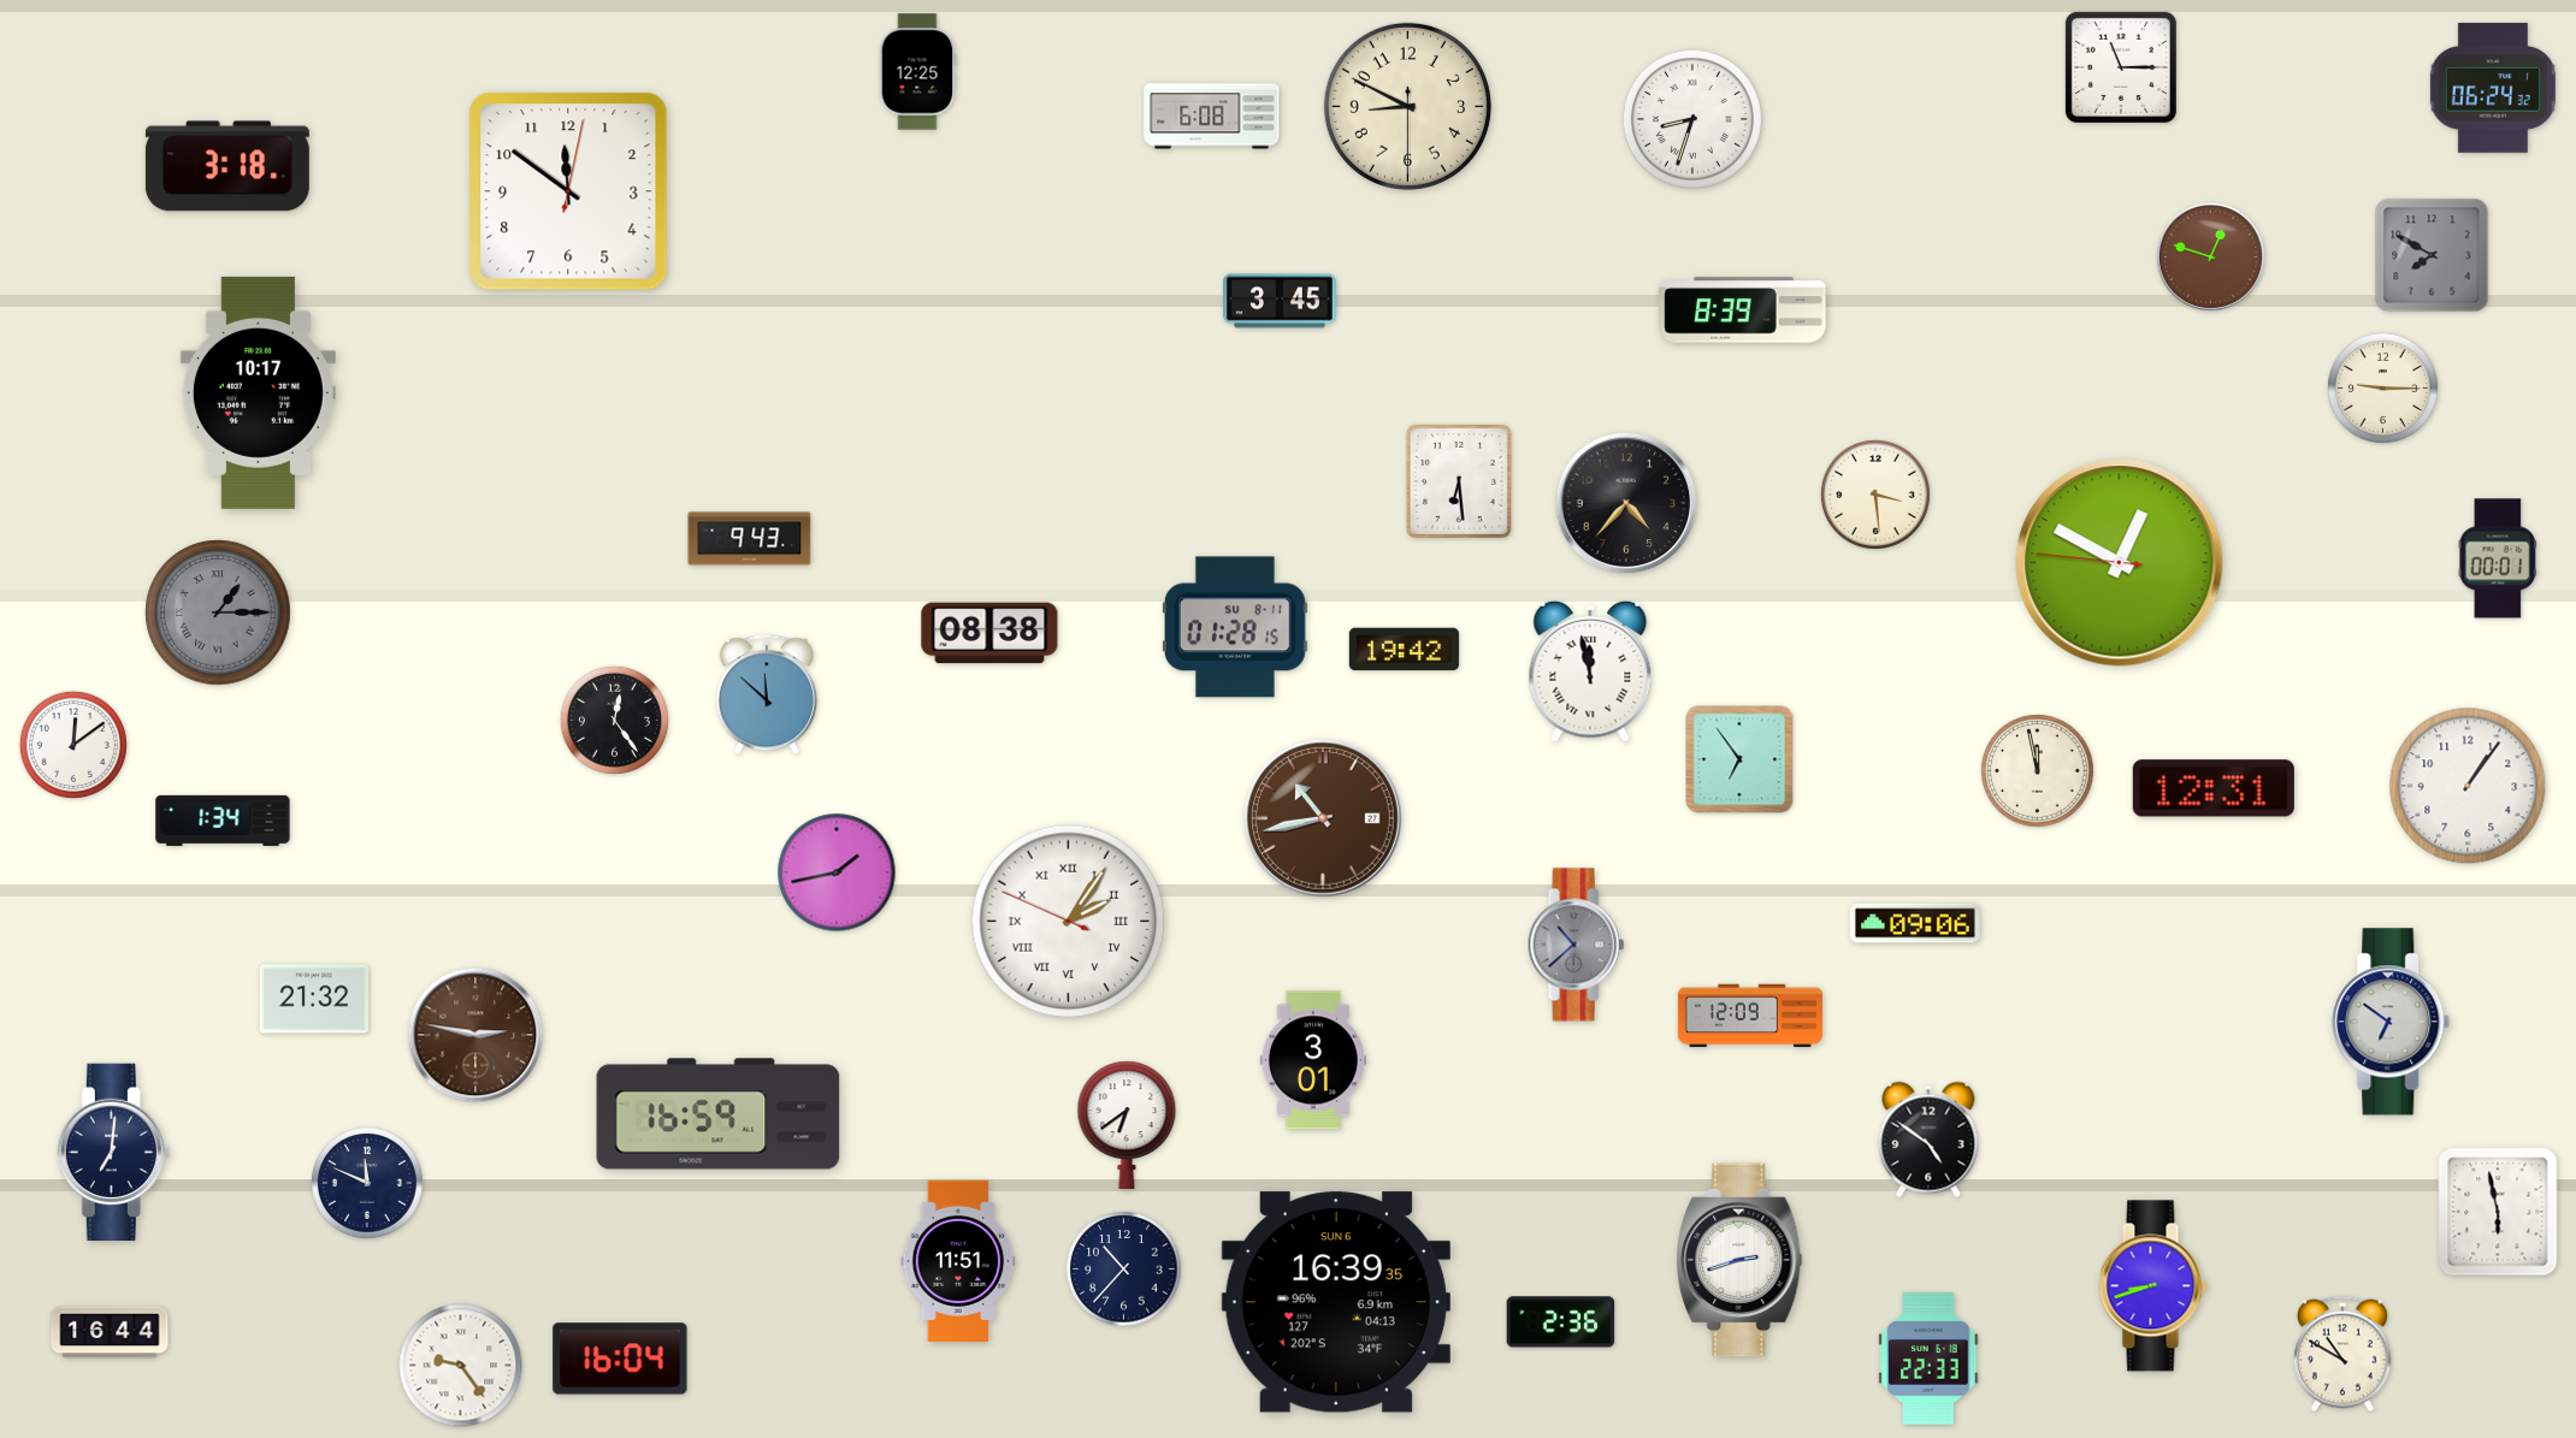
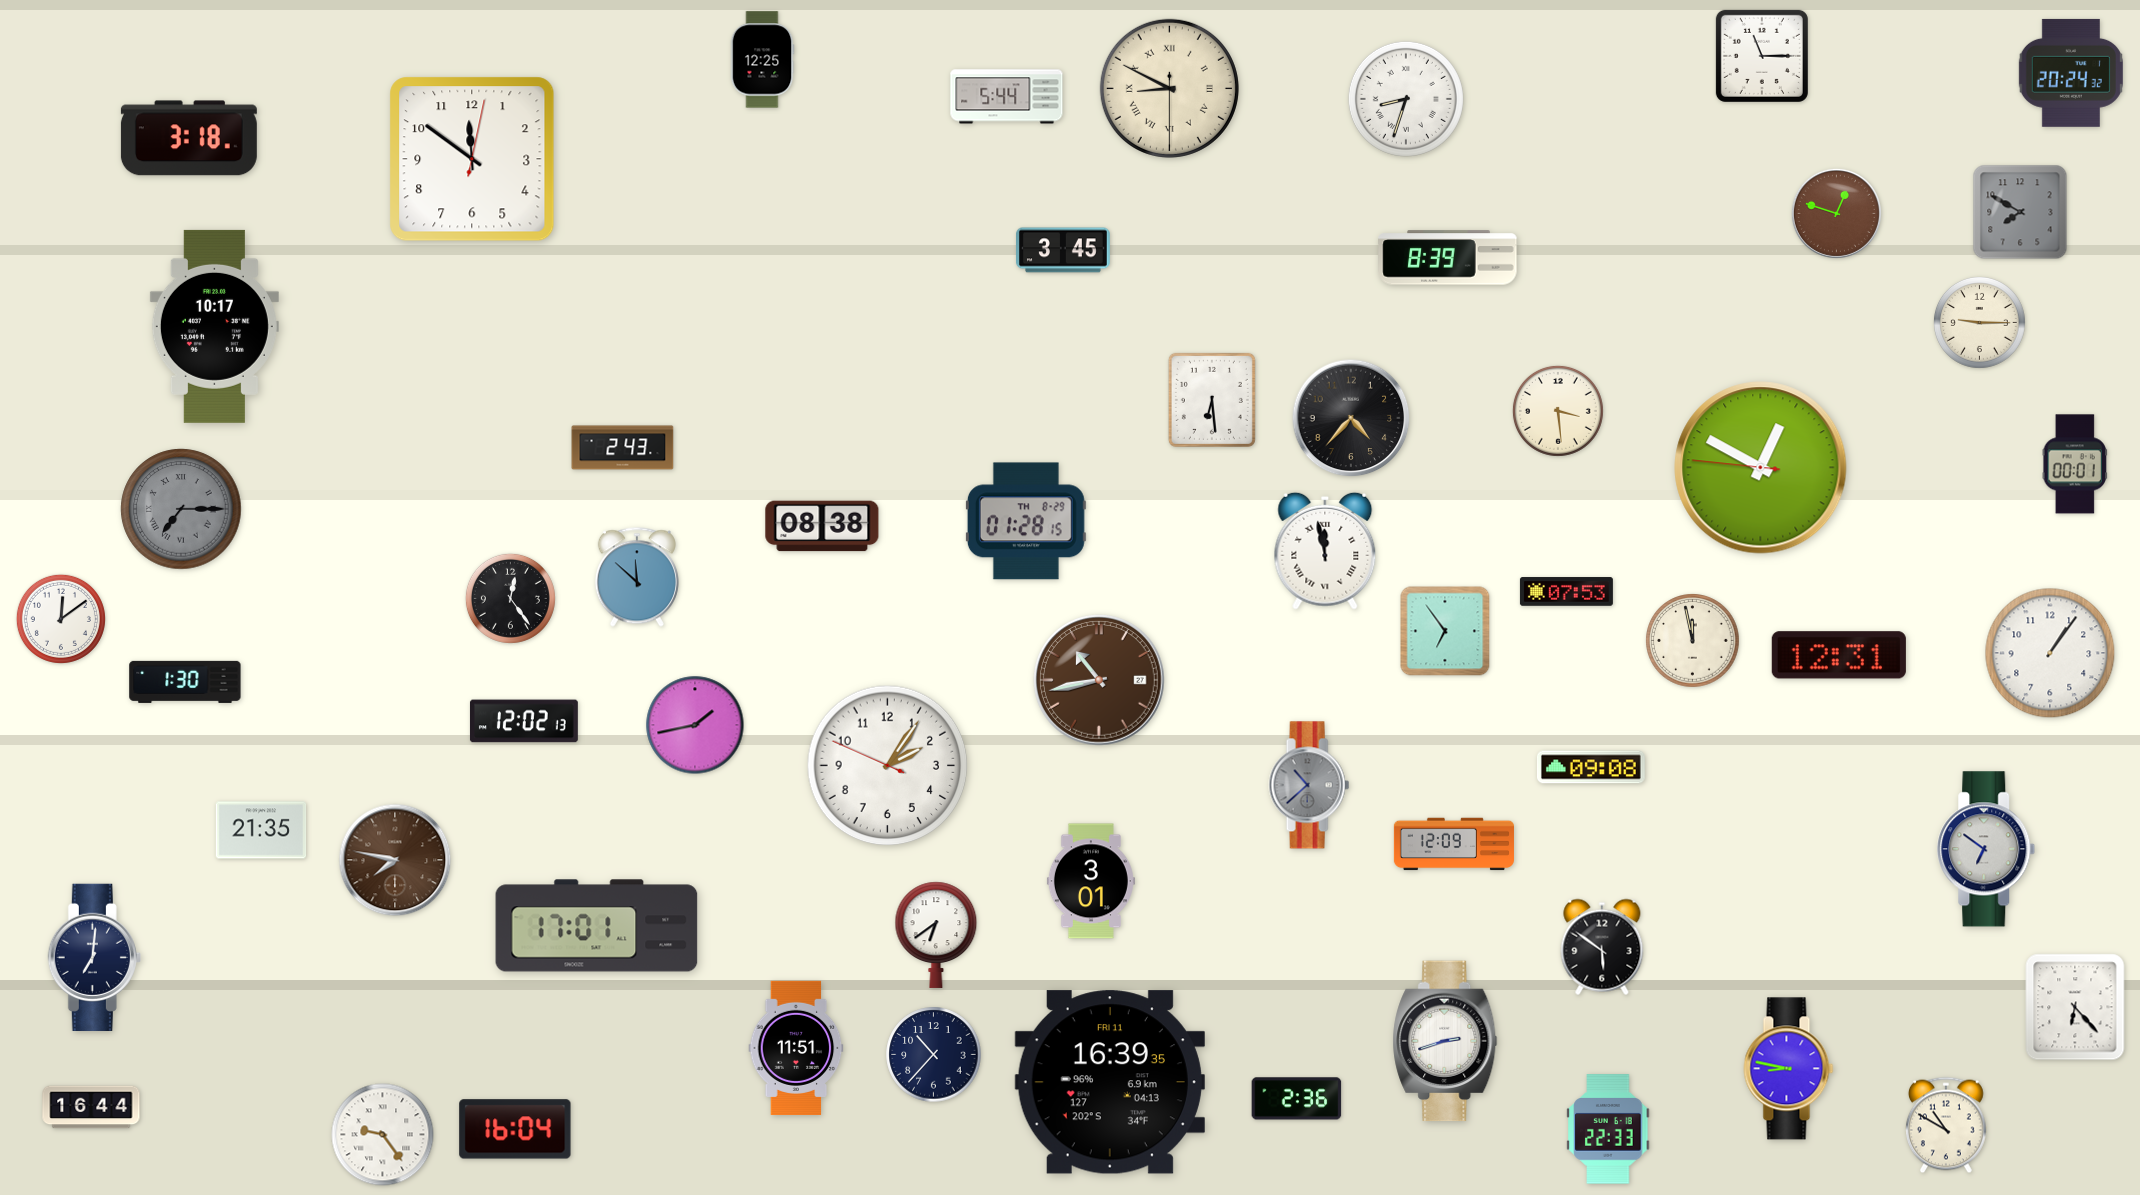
clock at (2493, 88): 06:24 -> 20:24
clock at (1407, 106) numerals: Arabic -> Roman
clock at (1212, 117): 6:08 -> 5:44
clock at (750, 539): 9:43 -> 2:43
clock at (218, 613): 1:15 -> 7:15
clock at (1235, 627) date: SU 8-11 -> TH 8-29
clock at (1404, 650): 19:42 -> none
clock at (1590, 671) position: (1590, 671) -> (1325, 551)
clock at (1566, 592): none -> 07:53
clock at (223, 821): 1:34 -> 1:30
clock at (524, 721): none -> 12:02
clock at (1069, 922) numerals: Roman -> Arabic
clock at (1915, 923): 09:06 -> 09:08
clock at (314, 999): 21:32 -> 21:35
clock at (475, 1035): 2:47 -> 7:47
clock at (719, 1114): 16:59 -> 17:01
clock at (1928, 1140): 4:51 -> 5:51
clock at (368, 1184): 11:49 -> none
clock at (2498, 1212): 5:58 -> 6:23
clock at (1739, 1260) position: (1739, 1260) -> (1445, 1041)
clock at (2153, 1286): 8:42 -> 8:47
clock at (1336, 1302) date: SUN 6 -> FRI 11
clock at (1928, 1359) position: (1928, 1359) -> (1608, 1129)
